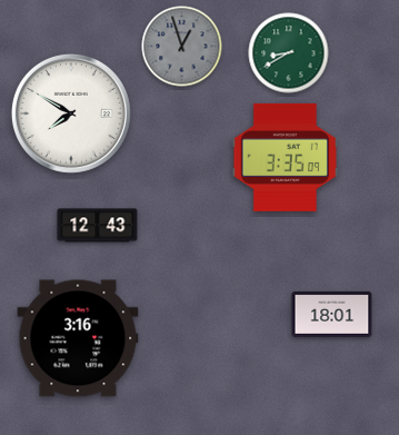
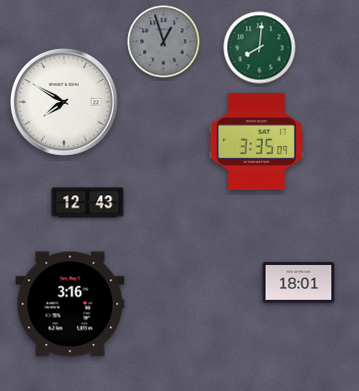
clock at (289, 53): 8:40 -> 8:01
